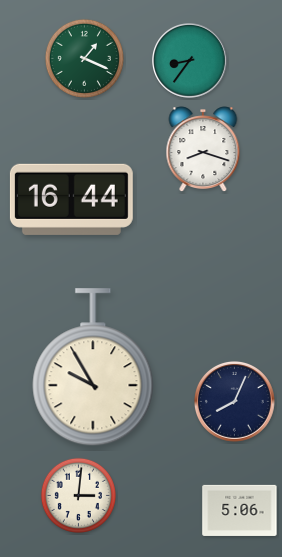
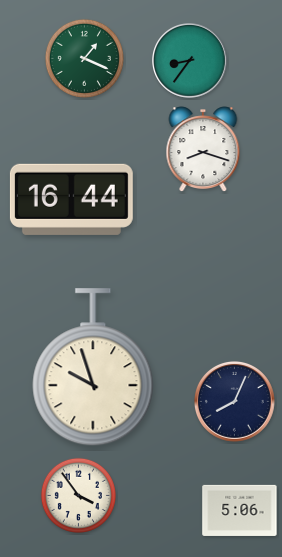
clock at (93, 368): 9:55 -> 9:57
clock at (78, 495): 3:01 -> 3:54
